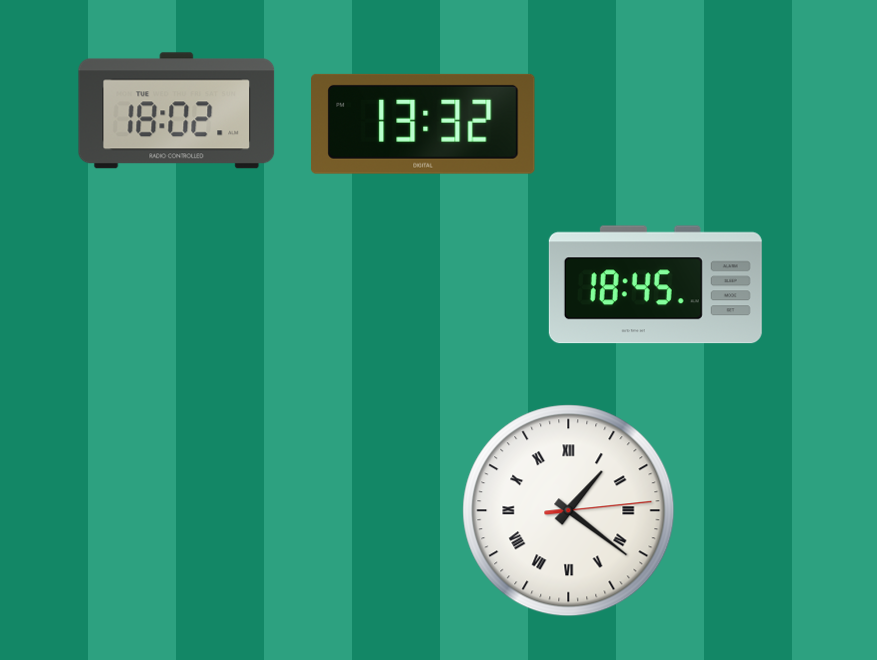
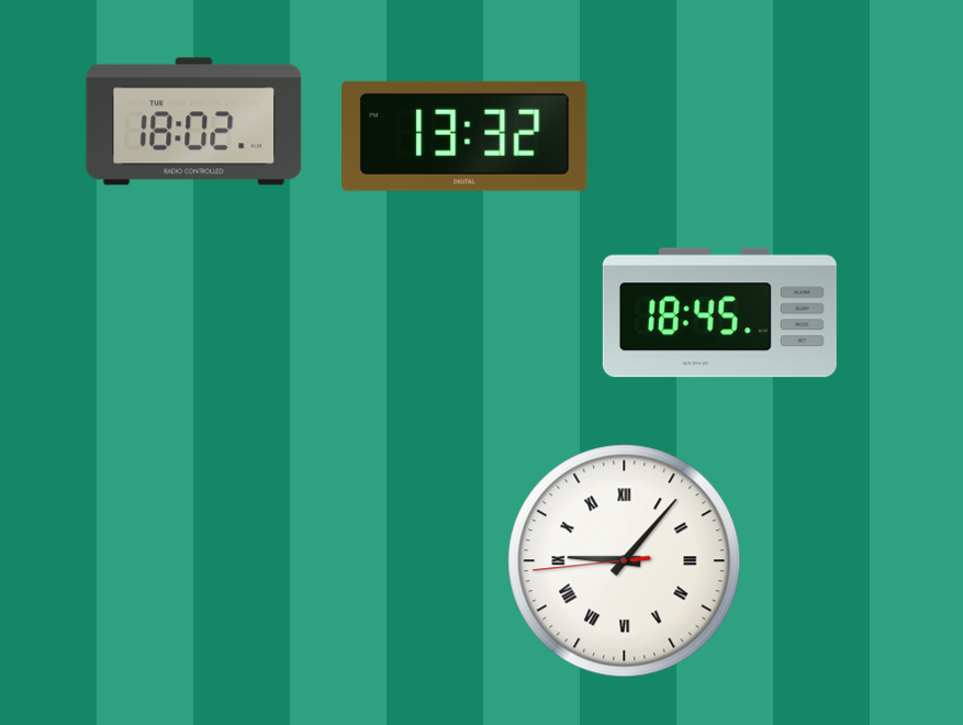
clock at (569, 511): 1:21 -> 9:06
